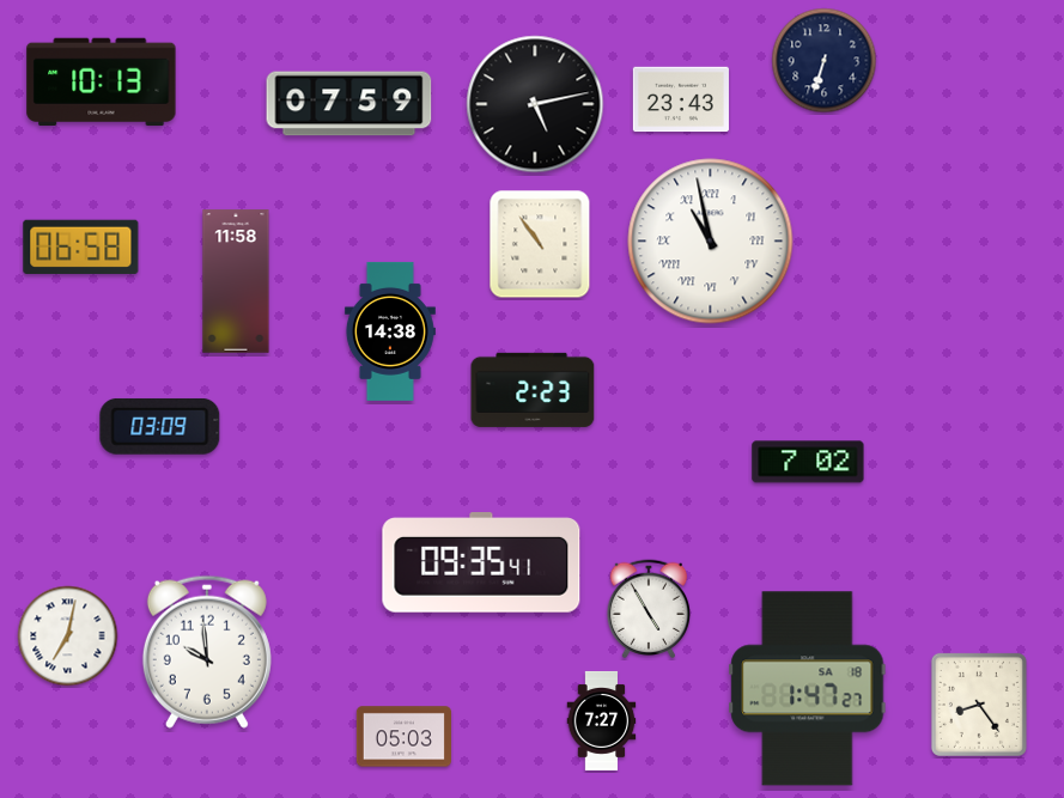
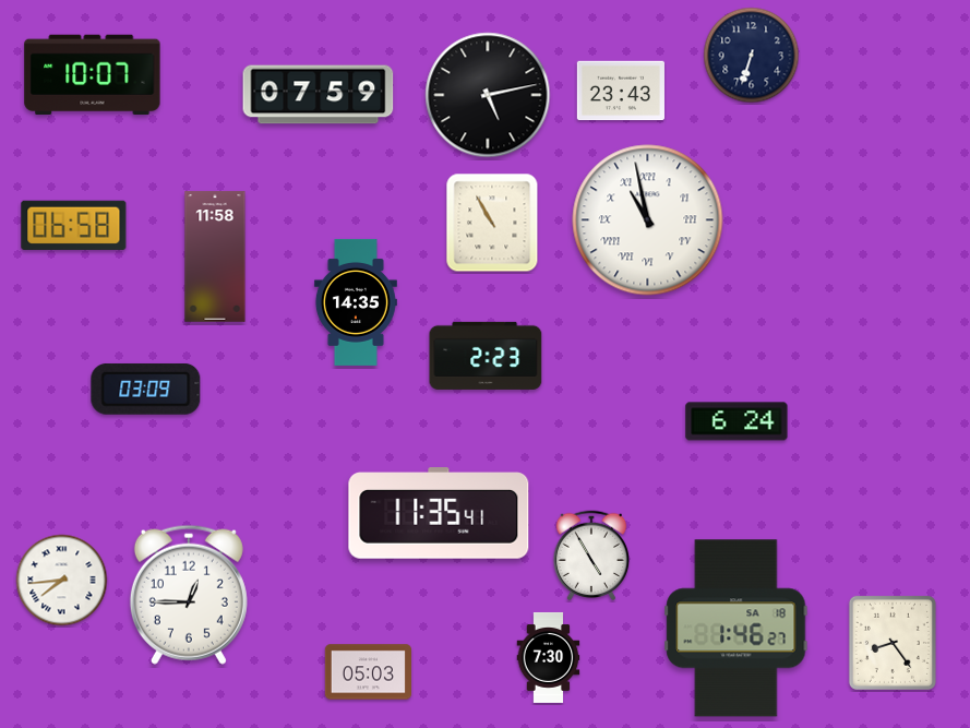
clock at (102, 83): 10:13 -> 10:07
clock at (540, 244): 10:54 -> 10:55
clock at (390, 331): 14:38 -> 14:35
clock at (808, 462): 7:02 -> 6:24
clock at (481, 562): 09:35 -> 11:35
clock at (68, 636): 7:02 -> 7:44
clock at (207, 652): 9:59 -> 12:45
clock at (808, 689): 1:47 -> 1:46
clock at (602, 720): 7:27 -> 7:30
